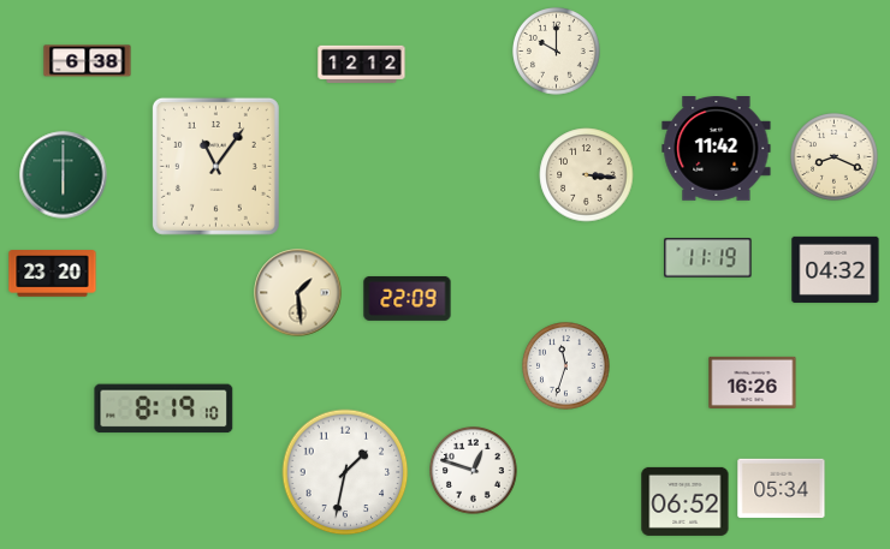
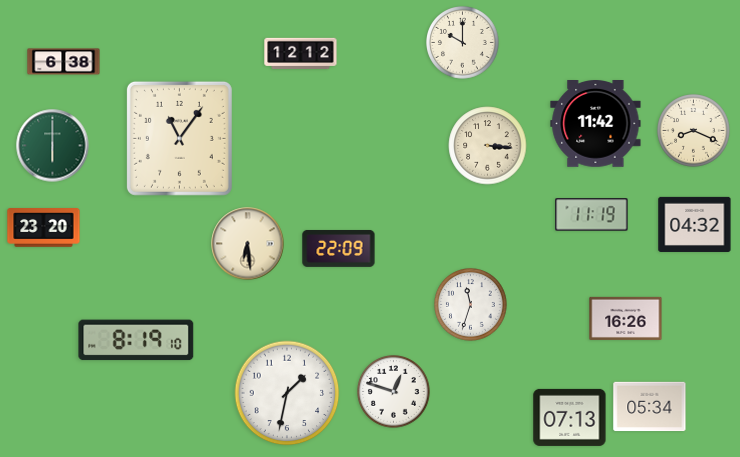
clock at (88, 61) position: (88, 61) -> (64, 62)
clock at (708, 258) position: (708, 258) -> (592, 215)
clock at (298, 293): 1:29 -> 6:29
clock at (686, 501): 06:52 -> 07:13
